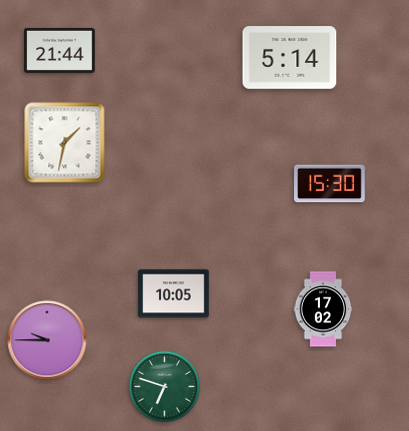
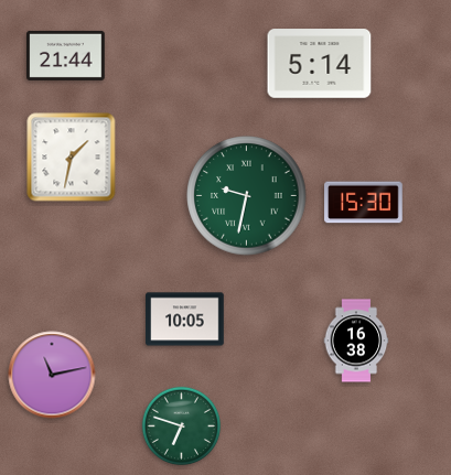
clock at (247, 196): none -> 9:32
clock at (174, 294) position: (174, 294) -> (185, 320)
clock at (323, 309): 17:02 -> 16:38
clock at (47, 340): 9:45 -> 11:13
